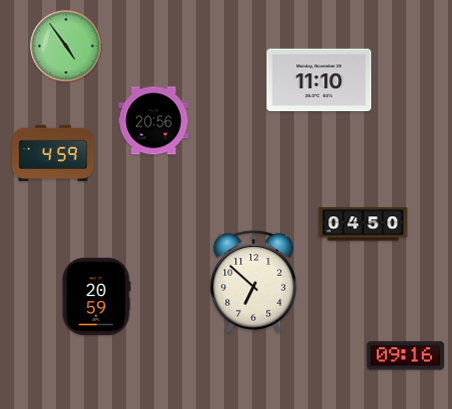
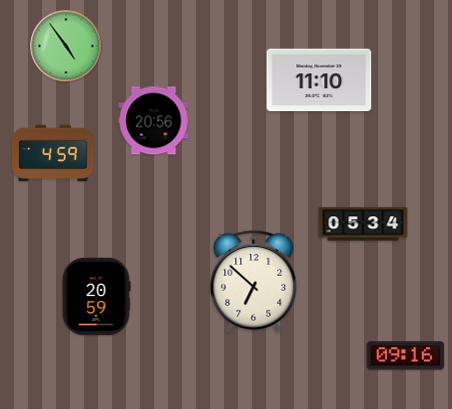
clock at (363, 224): 04:50 -> 05:34
